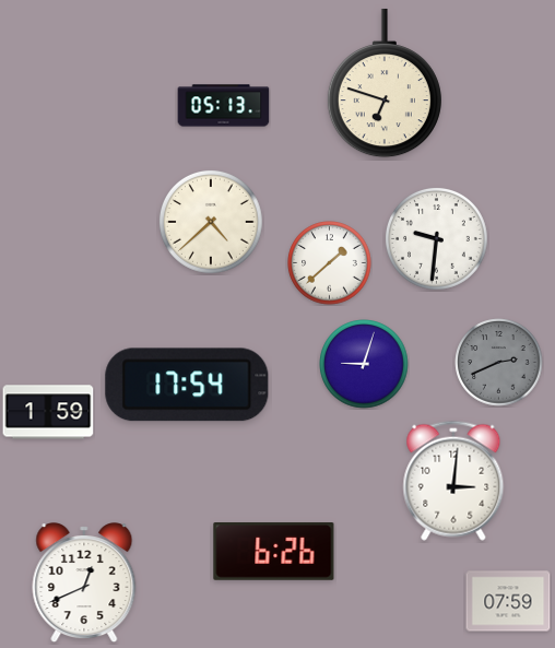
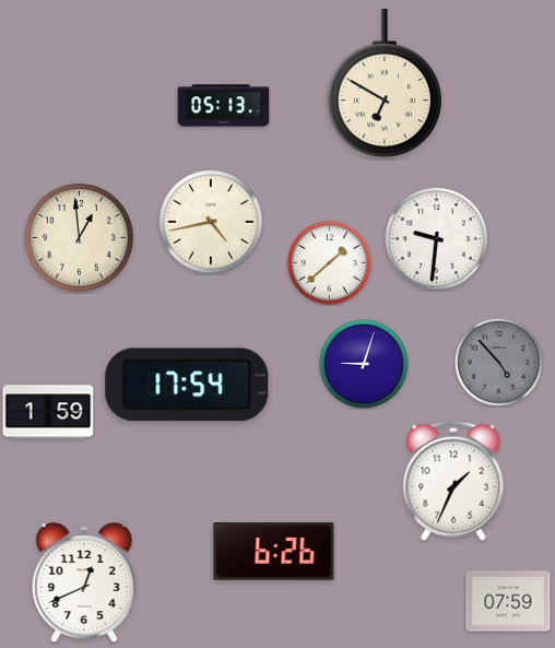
clock at (385, 83): 6:48 -> 6:50
clock at (211, 222): 4:38 -> 4:43
clock at (79, 237): none -> 12:59
clock at (499, 363): 2:41 -> 4:53
clock at (453, 481): 3:01 -> 1:34
